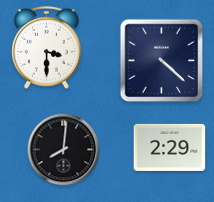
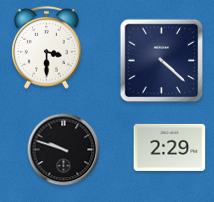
clock at (64, 150): 8:01 -> 9:48
